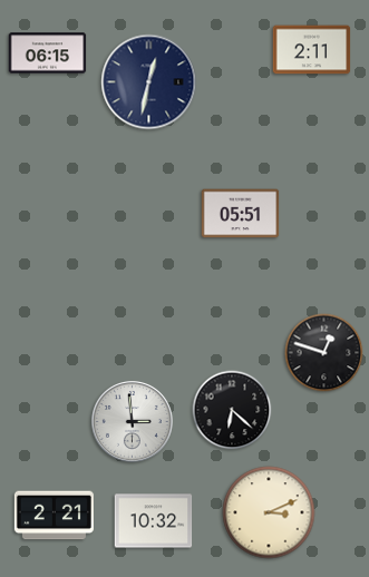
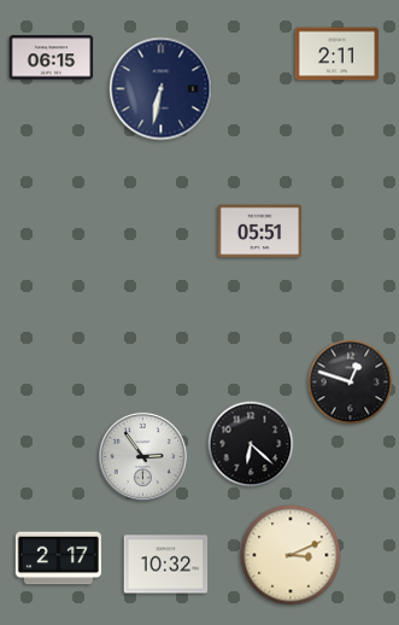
clock at (149, 82): 12:32 -> 6:32
clock at (132, 421): 2:59 -> 2:54
clock at (54, 516): 2:21 -> 2:17
